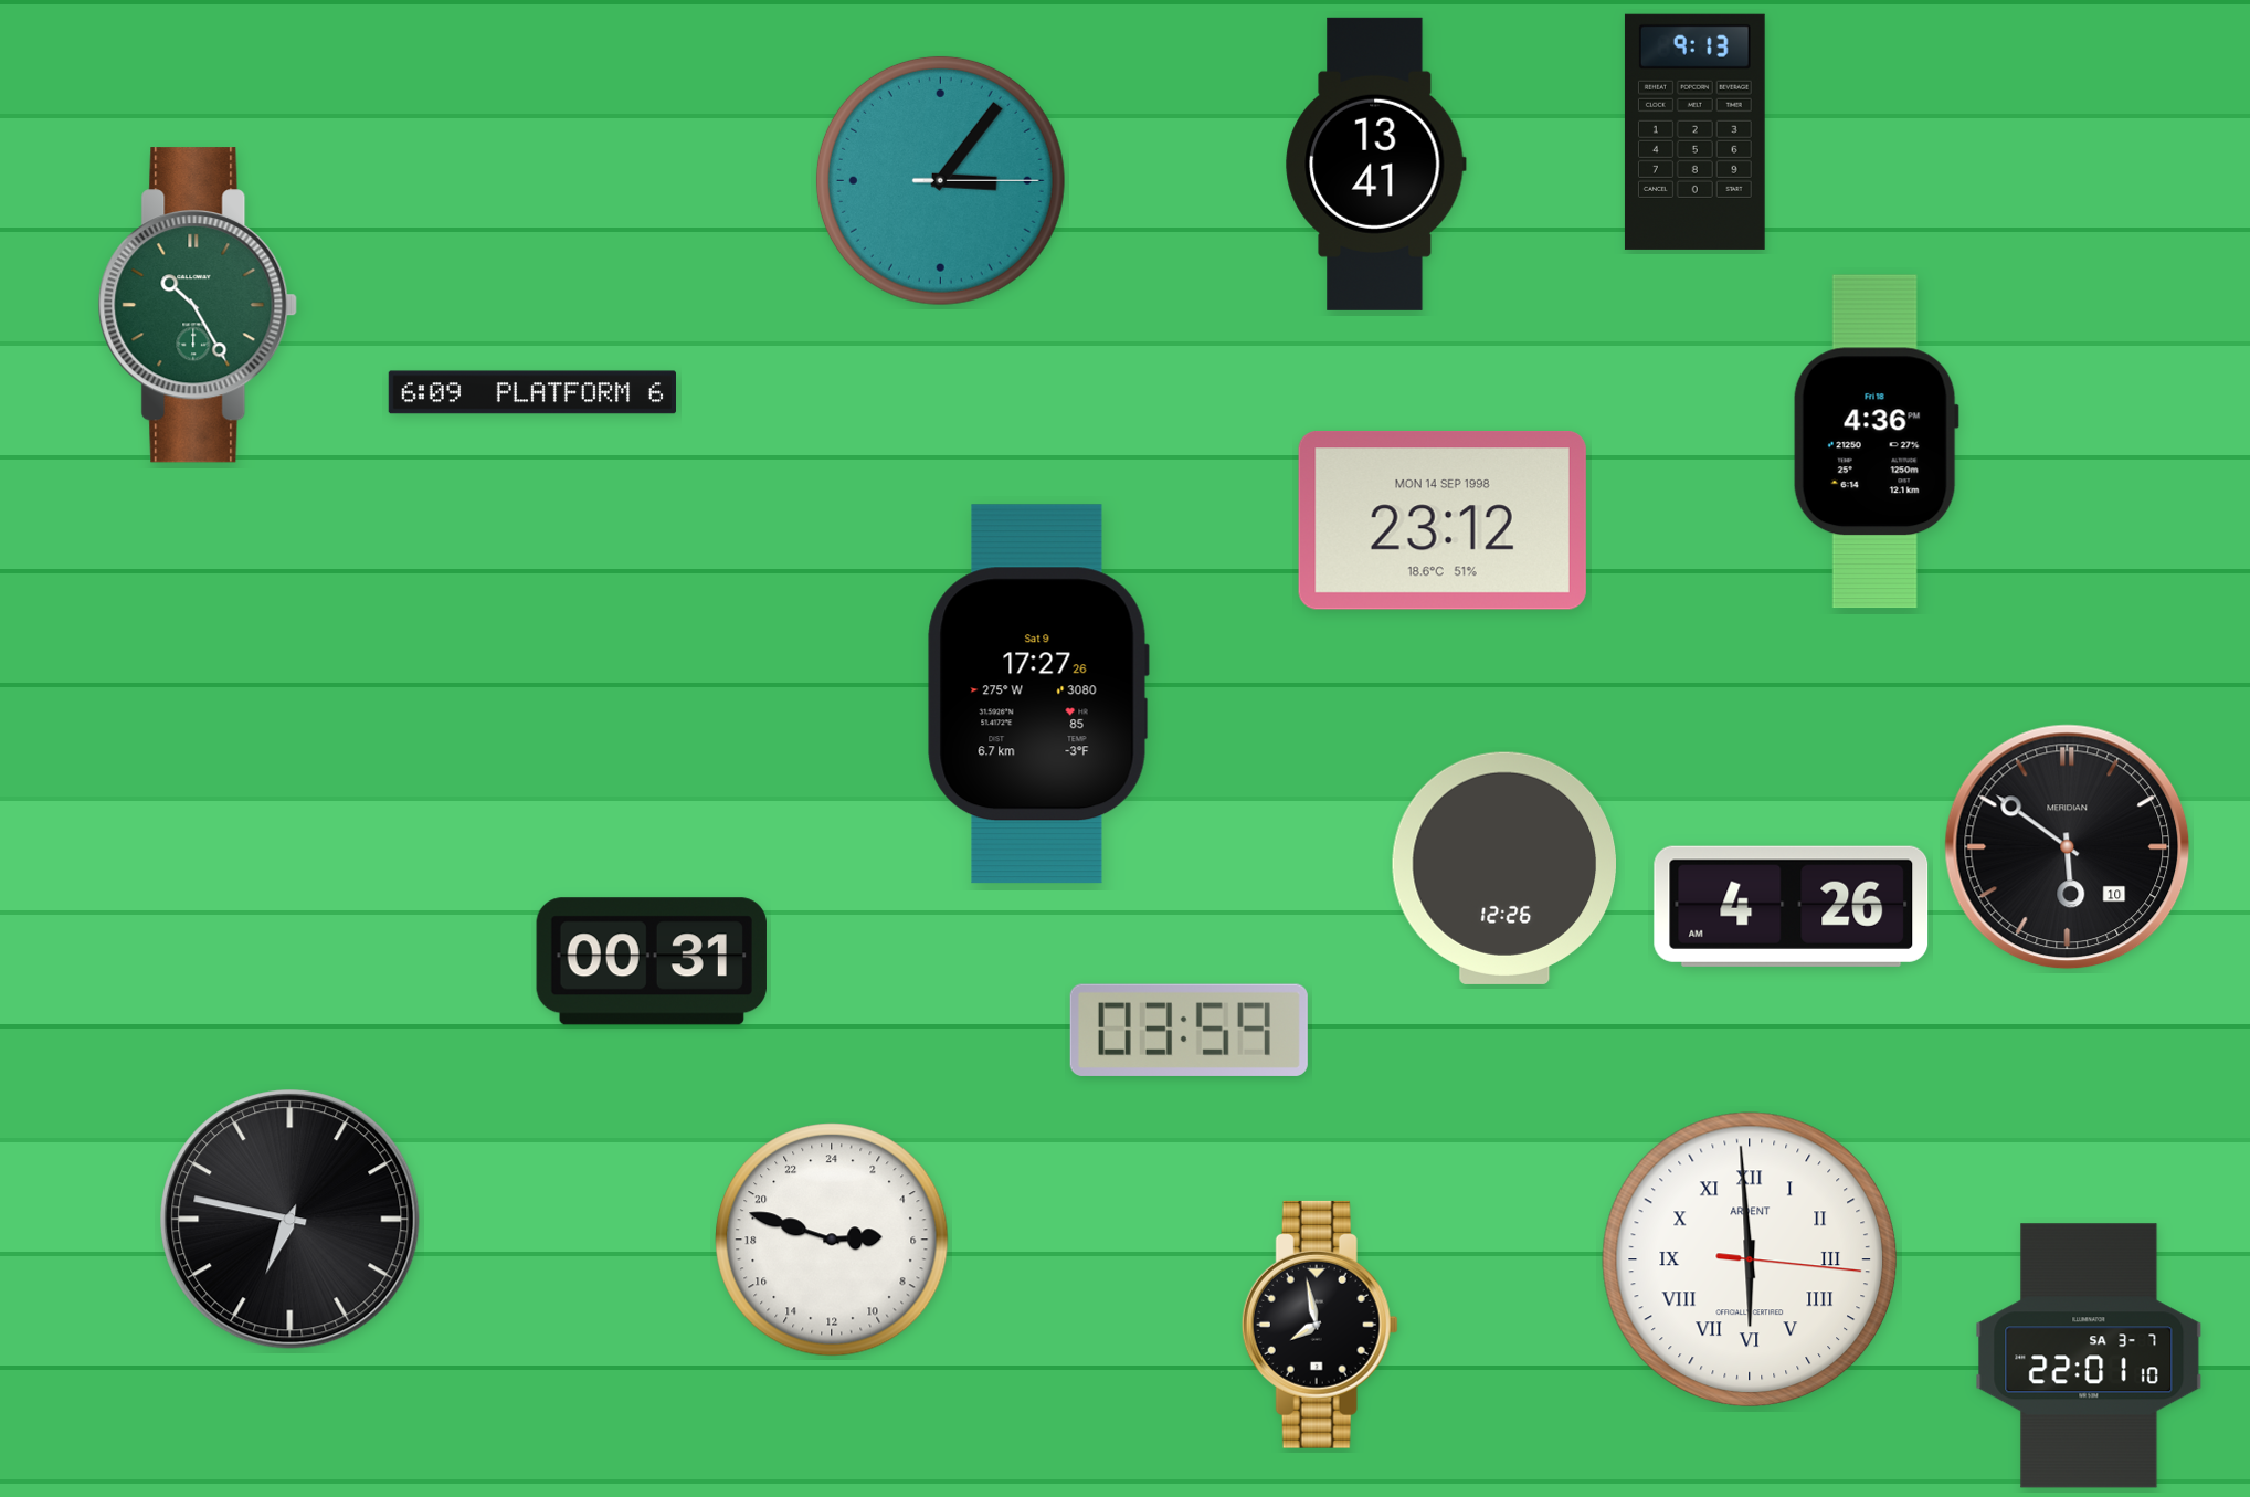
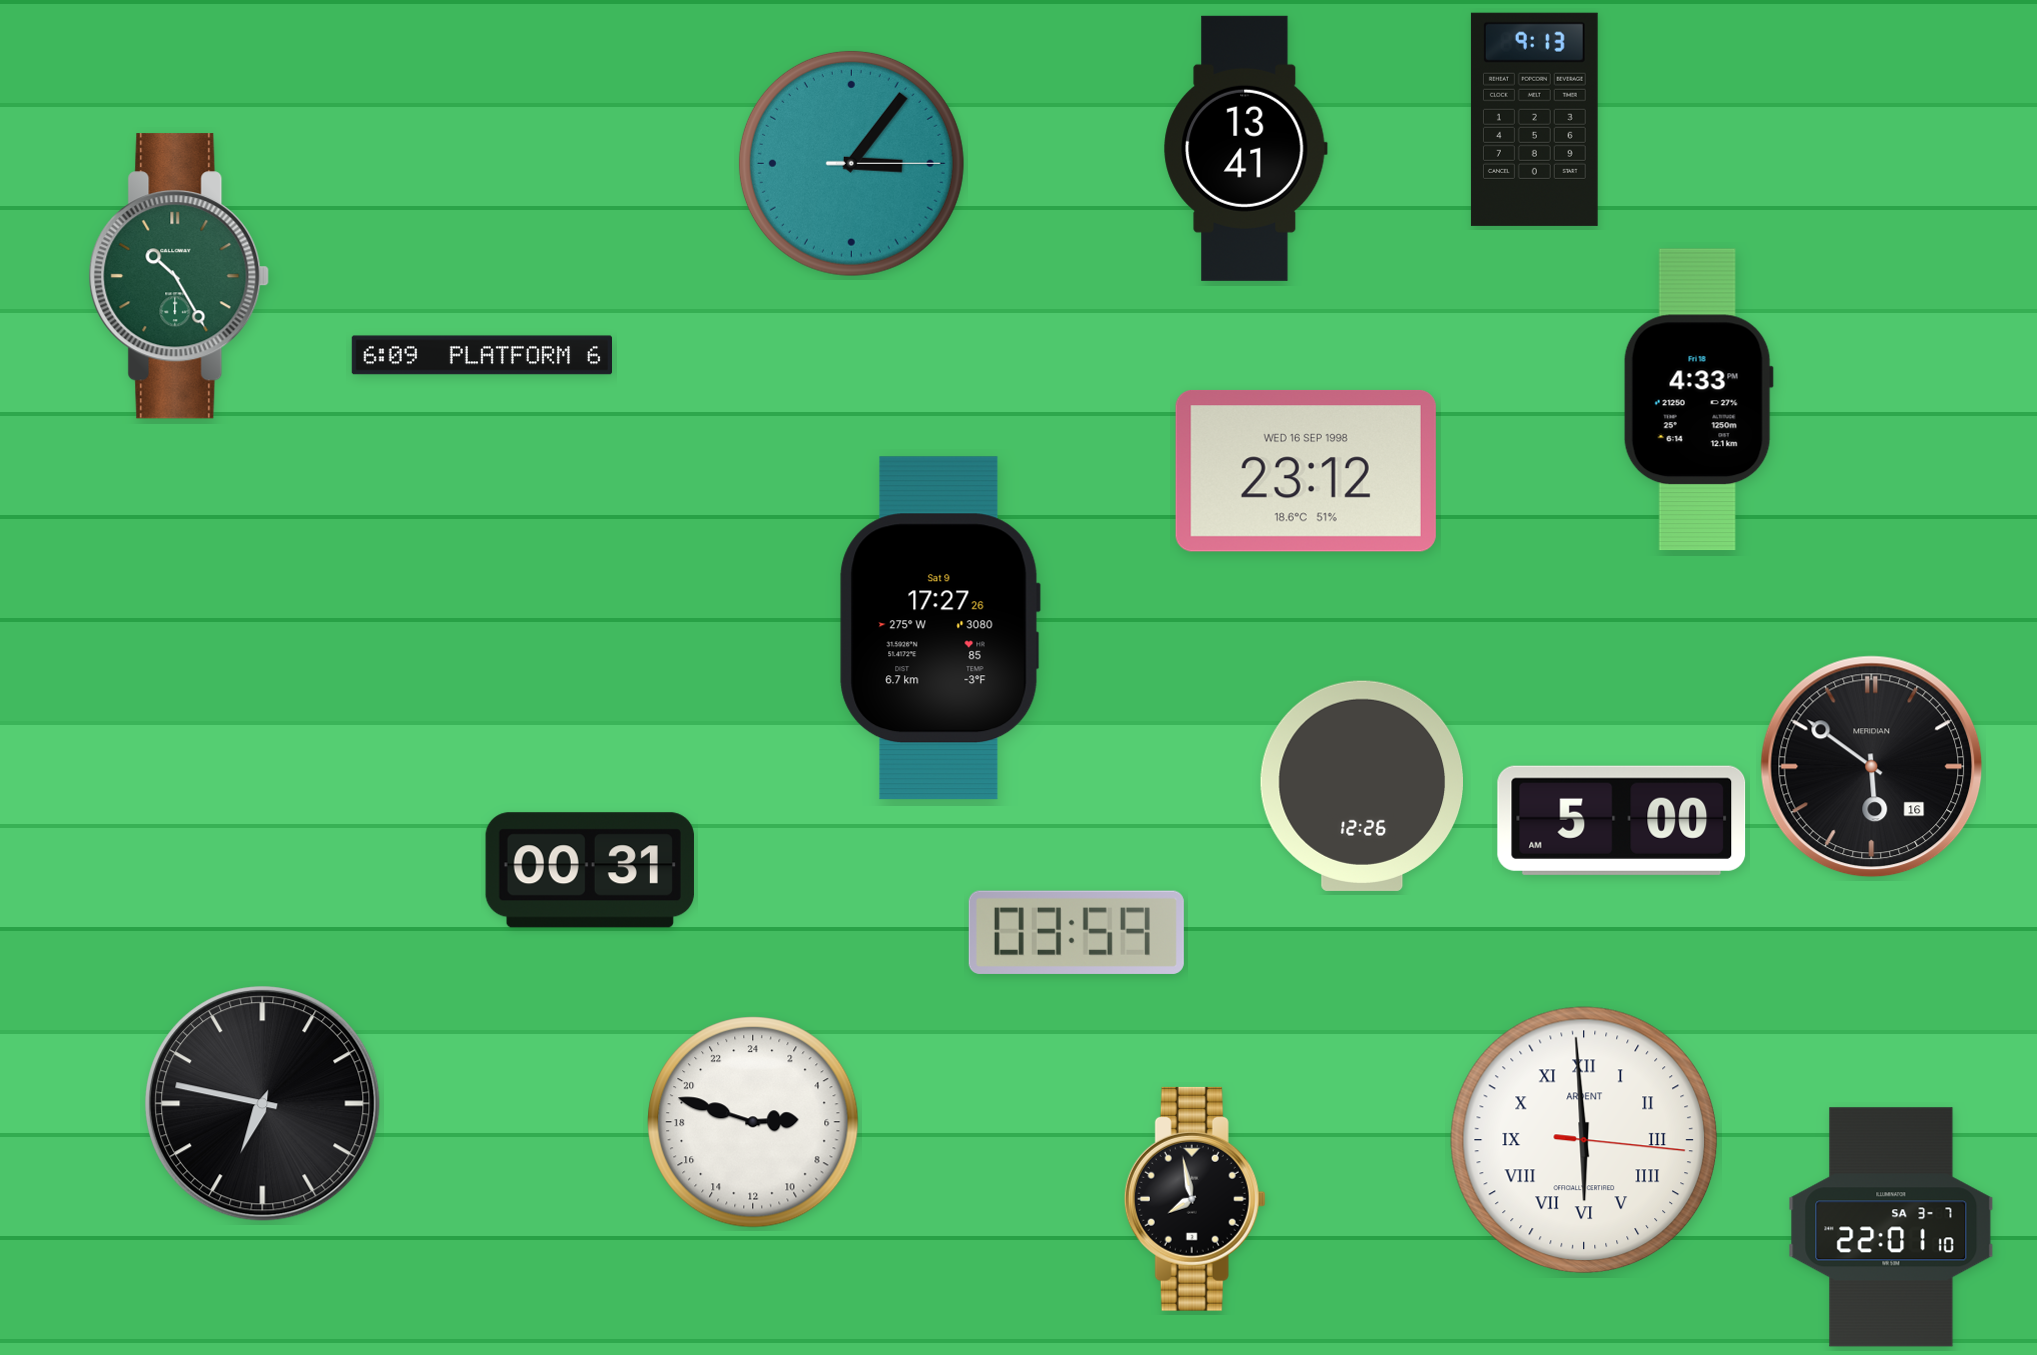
clock at (1876, 442): 4:36 -> 4:33
clock at (1443, 520) date: MON 14 SEP 1998 -> WED 16 SEP 1998
clock at (2068, 847) date: 10 -> 16
clock at (1792, 906): 4:26 -> 5:00
